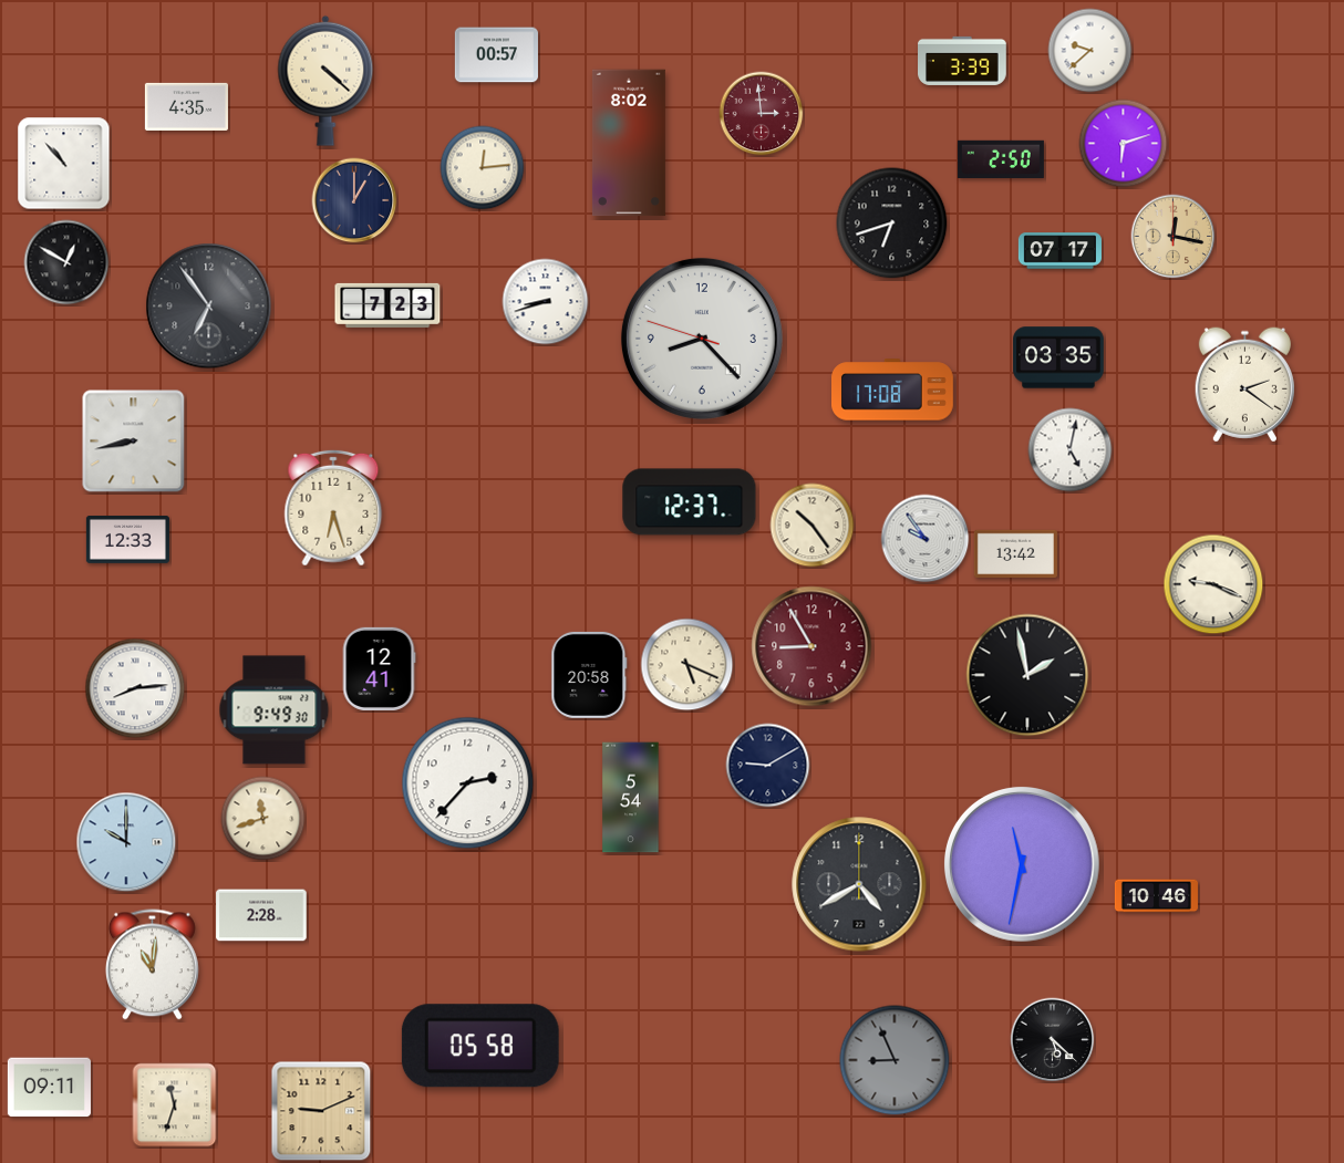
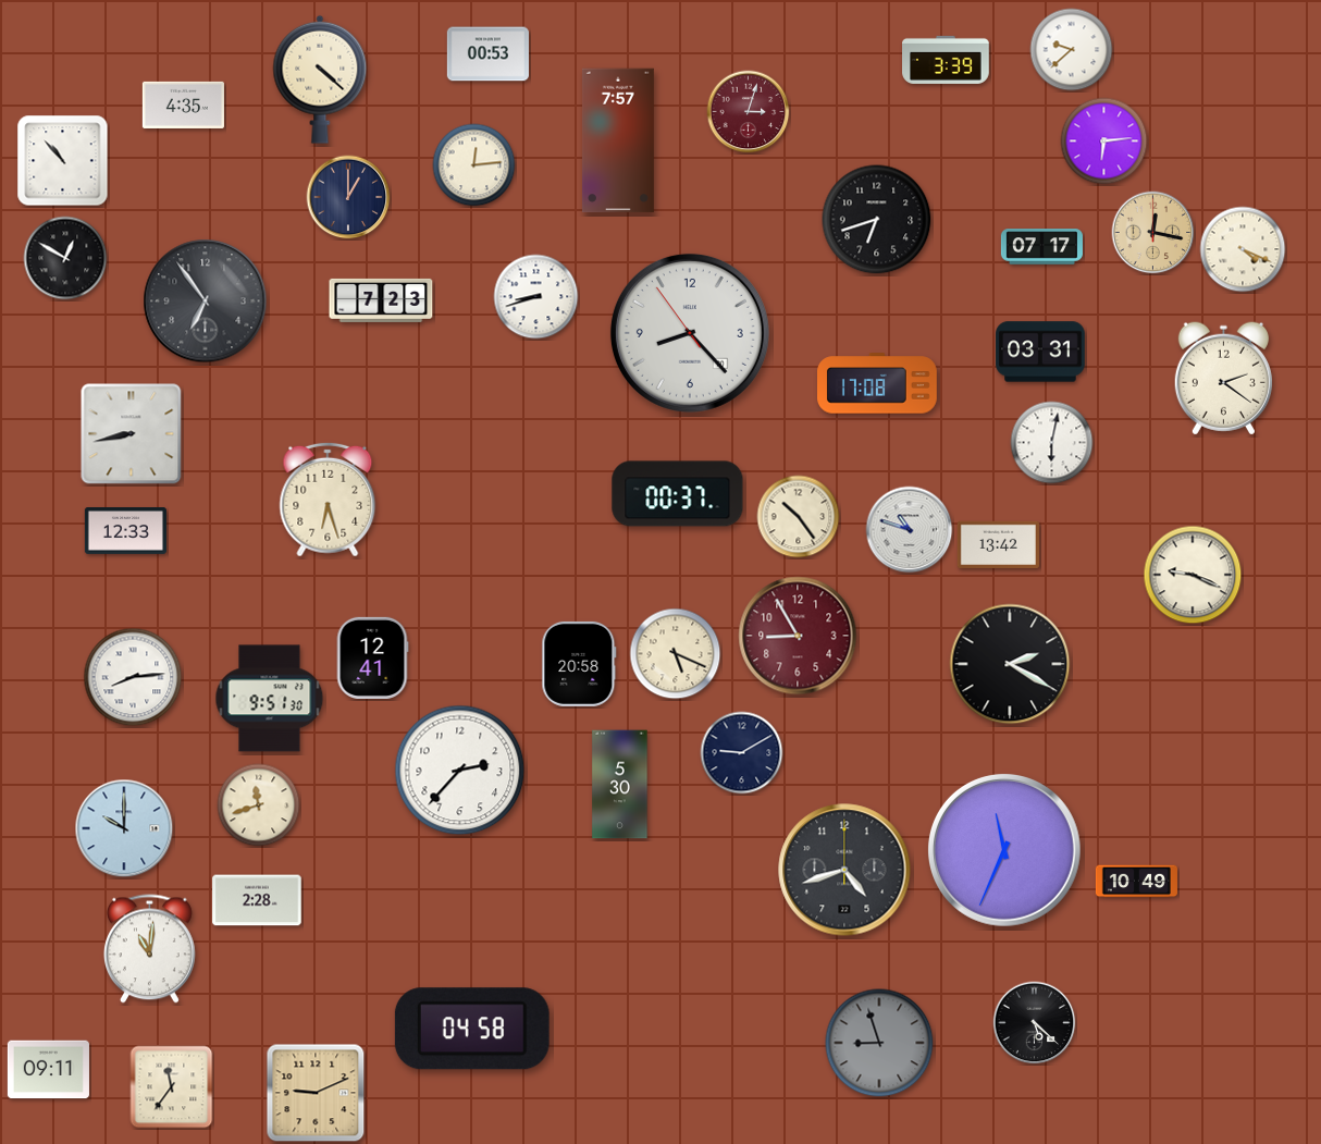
clock at (496, 55): 00:57 -> 00:53
clock at (762, 114): 2:59 -> 3:03
clock at (629, 143): 8:02 -> 7:57
clock at (1124, 144): 6:12 -> 6:14
clock at (1001, 158): 2:50 -> none
clock at (1243, 249): none -> 4:19
clock at (702, 339): 8:22:48 -> 8:22:54
clock at (1058, 357): 03:35 -> 03:31
clock at (1071, 450): 5:02 -> 6:02
clock at (690, 502): 12:37 -> 00:37
clock at (926, 539): 9:54 -> 10:48
clock at (1027, 675): 1:58 -> 2:20
clock at (275, 710): 9:49 -> 9:51
clock at (768, 766) position: (768, 766) -> (742, 753)
clock at (631, 798): 5:54 -> 5:30
clock at (1022, 864): 11:32 -> 11:34
clock at (859, 884): 4:40 -> 4:42
clock at (1156, 896): 10:46 -> 10:49
clock at (480, 1046): 05:58 -> 04:58
clock at (895, 1060): 8:56 -> 8:57
clock at (175, 1105): 11:33 -> 11:36
